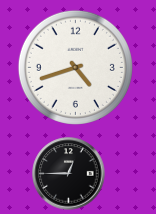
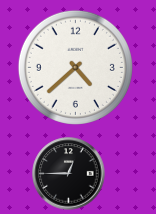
clock at (75, 67): 4:42 -> 4:38
